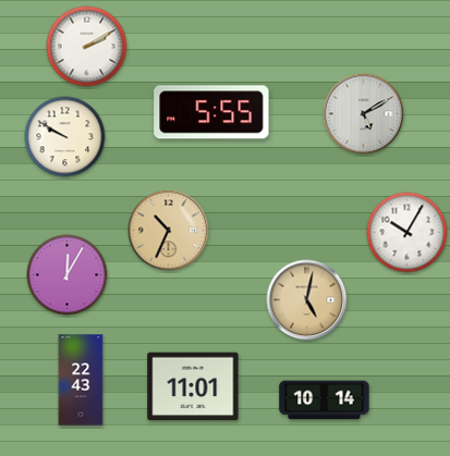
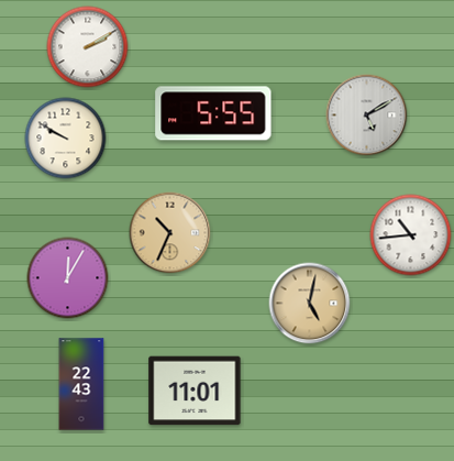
clock at (408, 233): 10:05 -> 10:44
clock at (325, 400): 10:14 -> none
